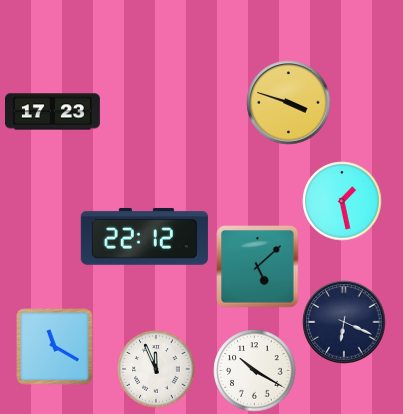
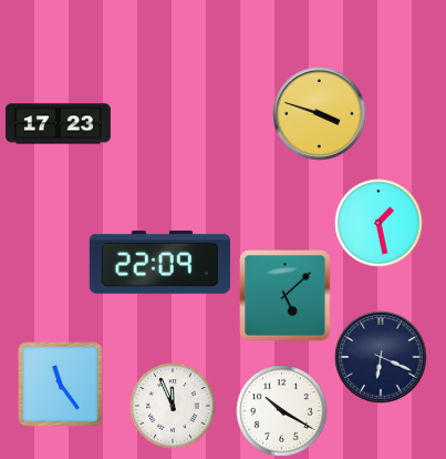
clock at (144, 237): 22:12 -> 22:09
clock at (55, 347): 11:20 -> 11:24
clock at (156, 369) position: (156, 369) -> (173, 406)
